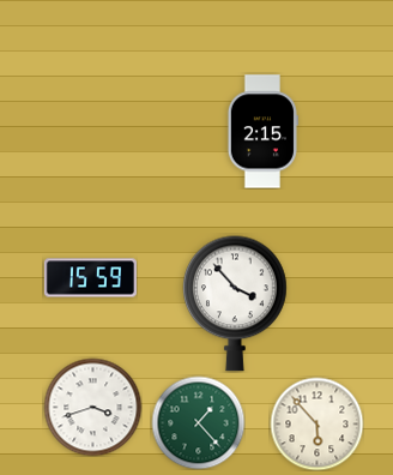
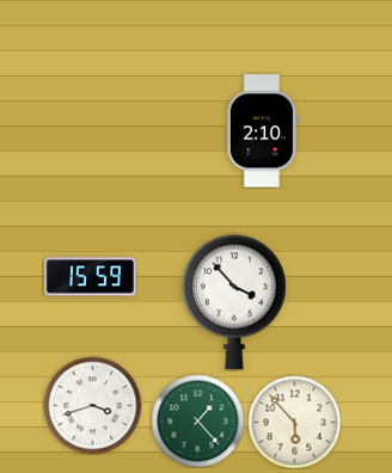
clock at (262, 132): 2:15 -> 2:10
clock at (316, 423) position: (316, 423) -> (294, 422)
